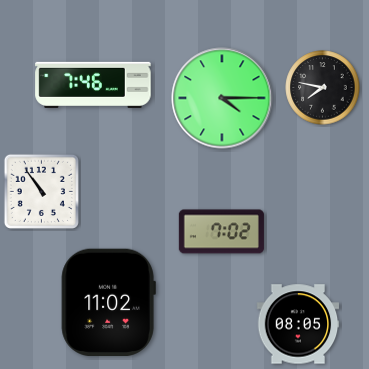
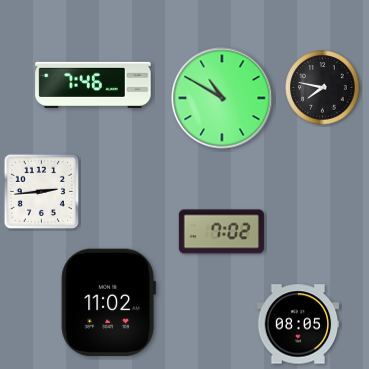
clock at (222, 98): 4:15 -> 10:50
clock at (41, 191): 10:54 -> 2:44
